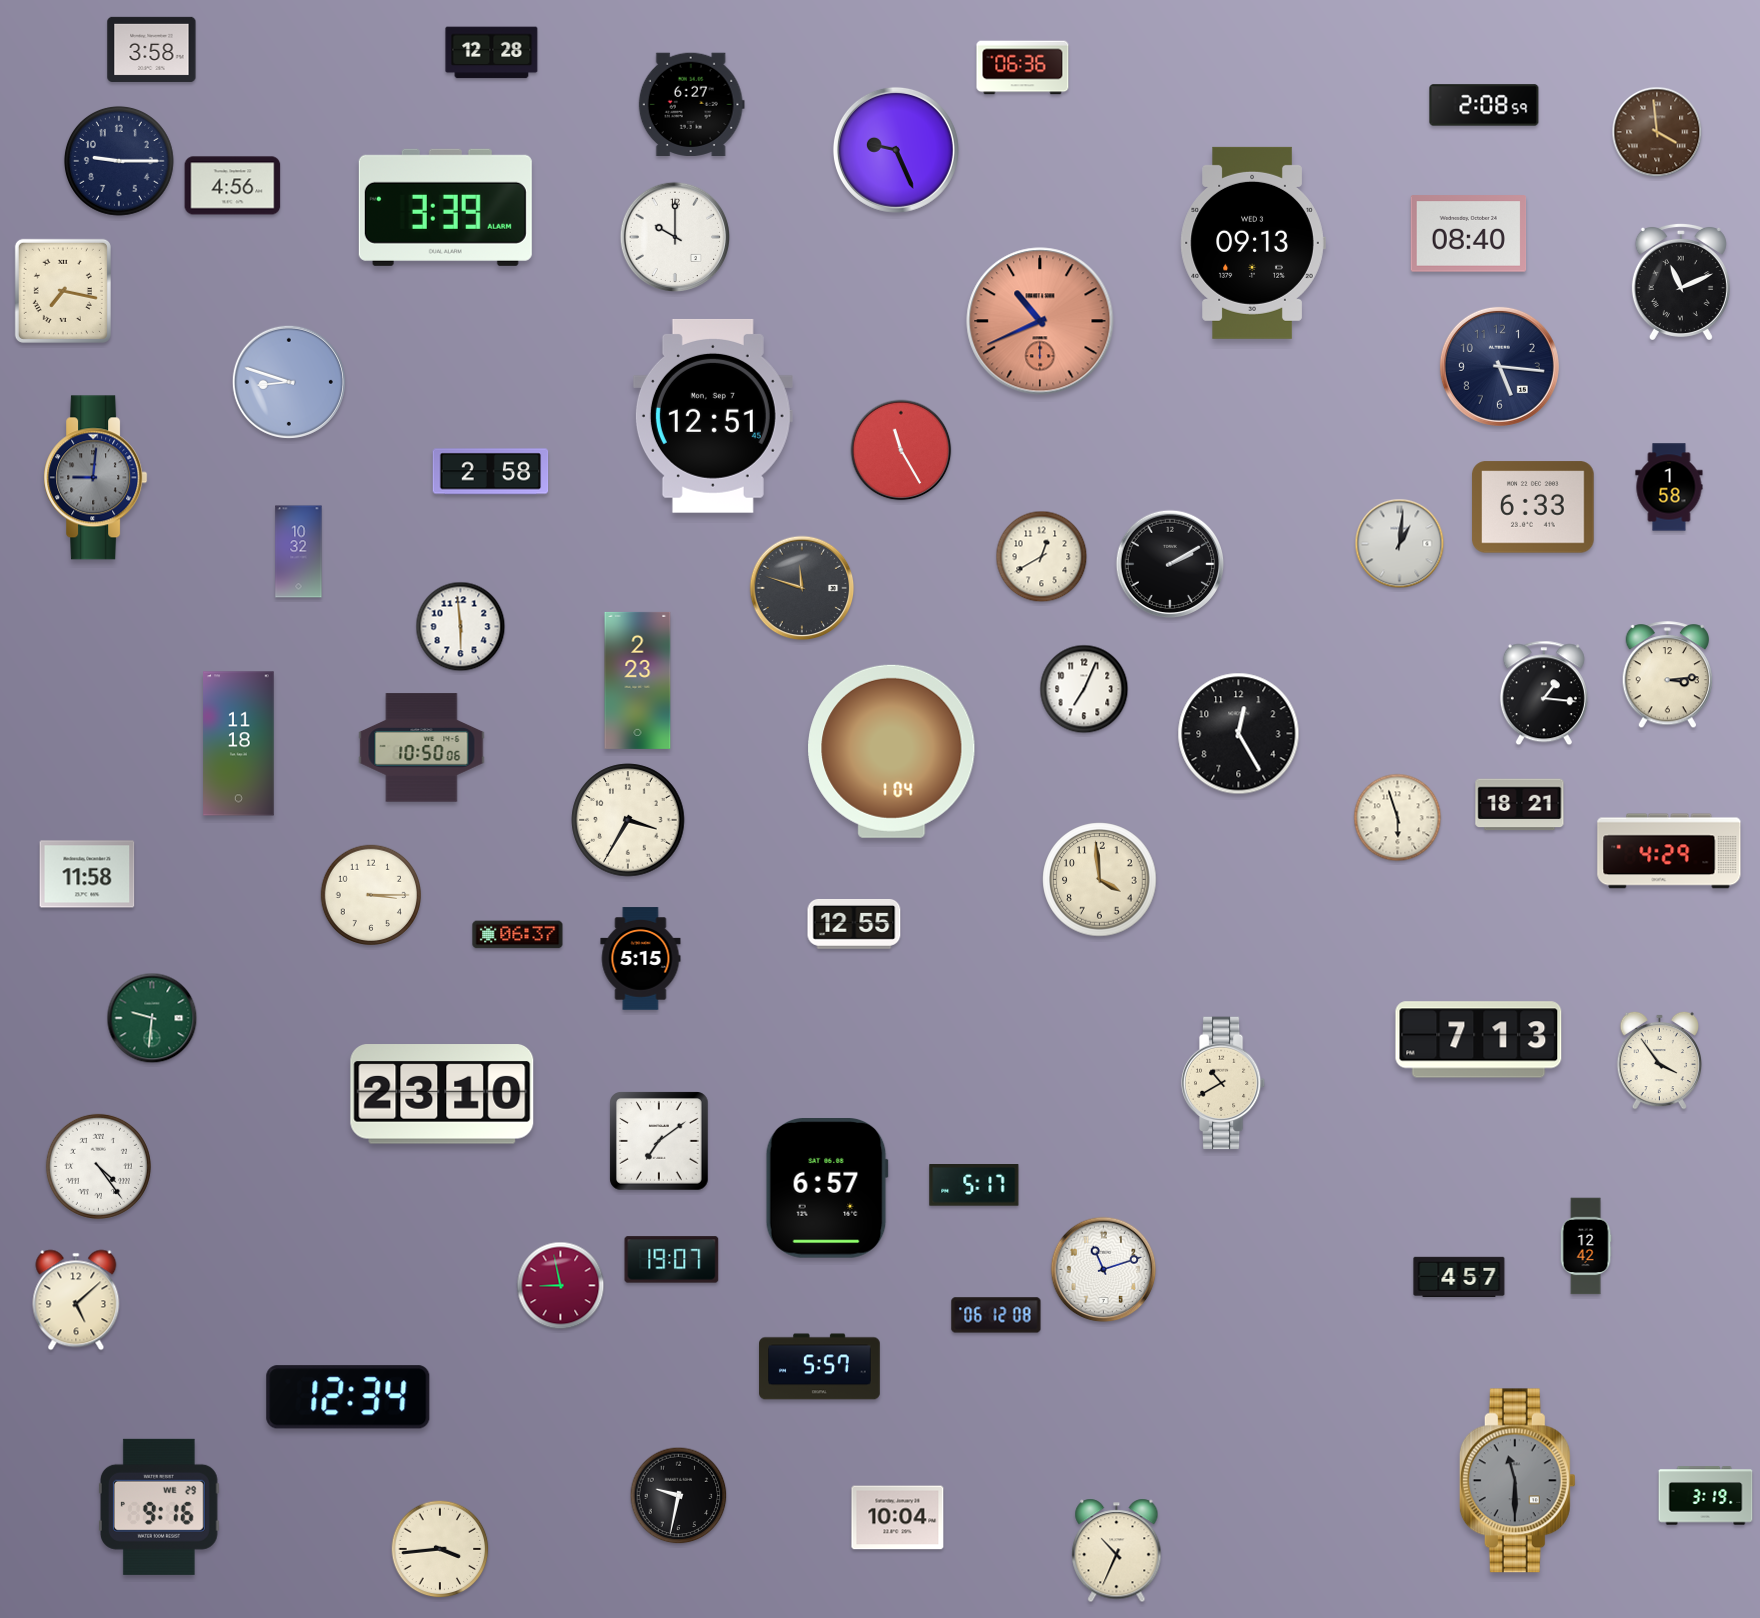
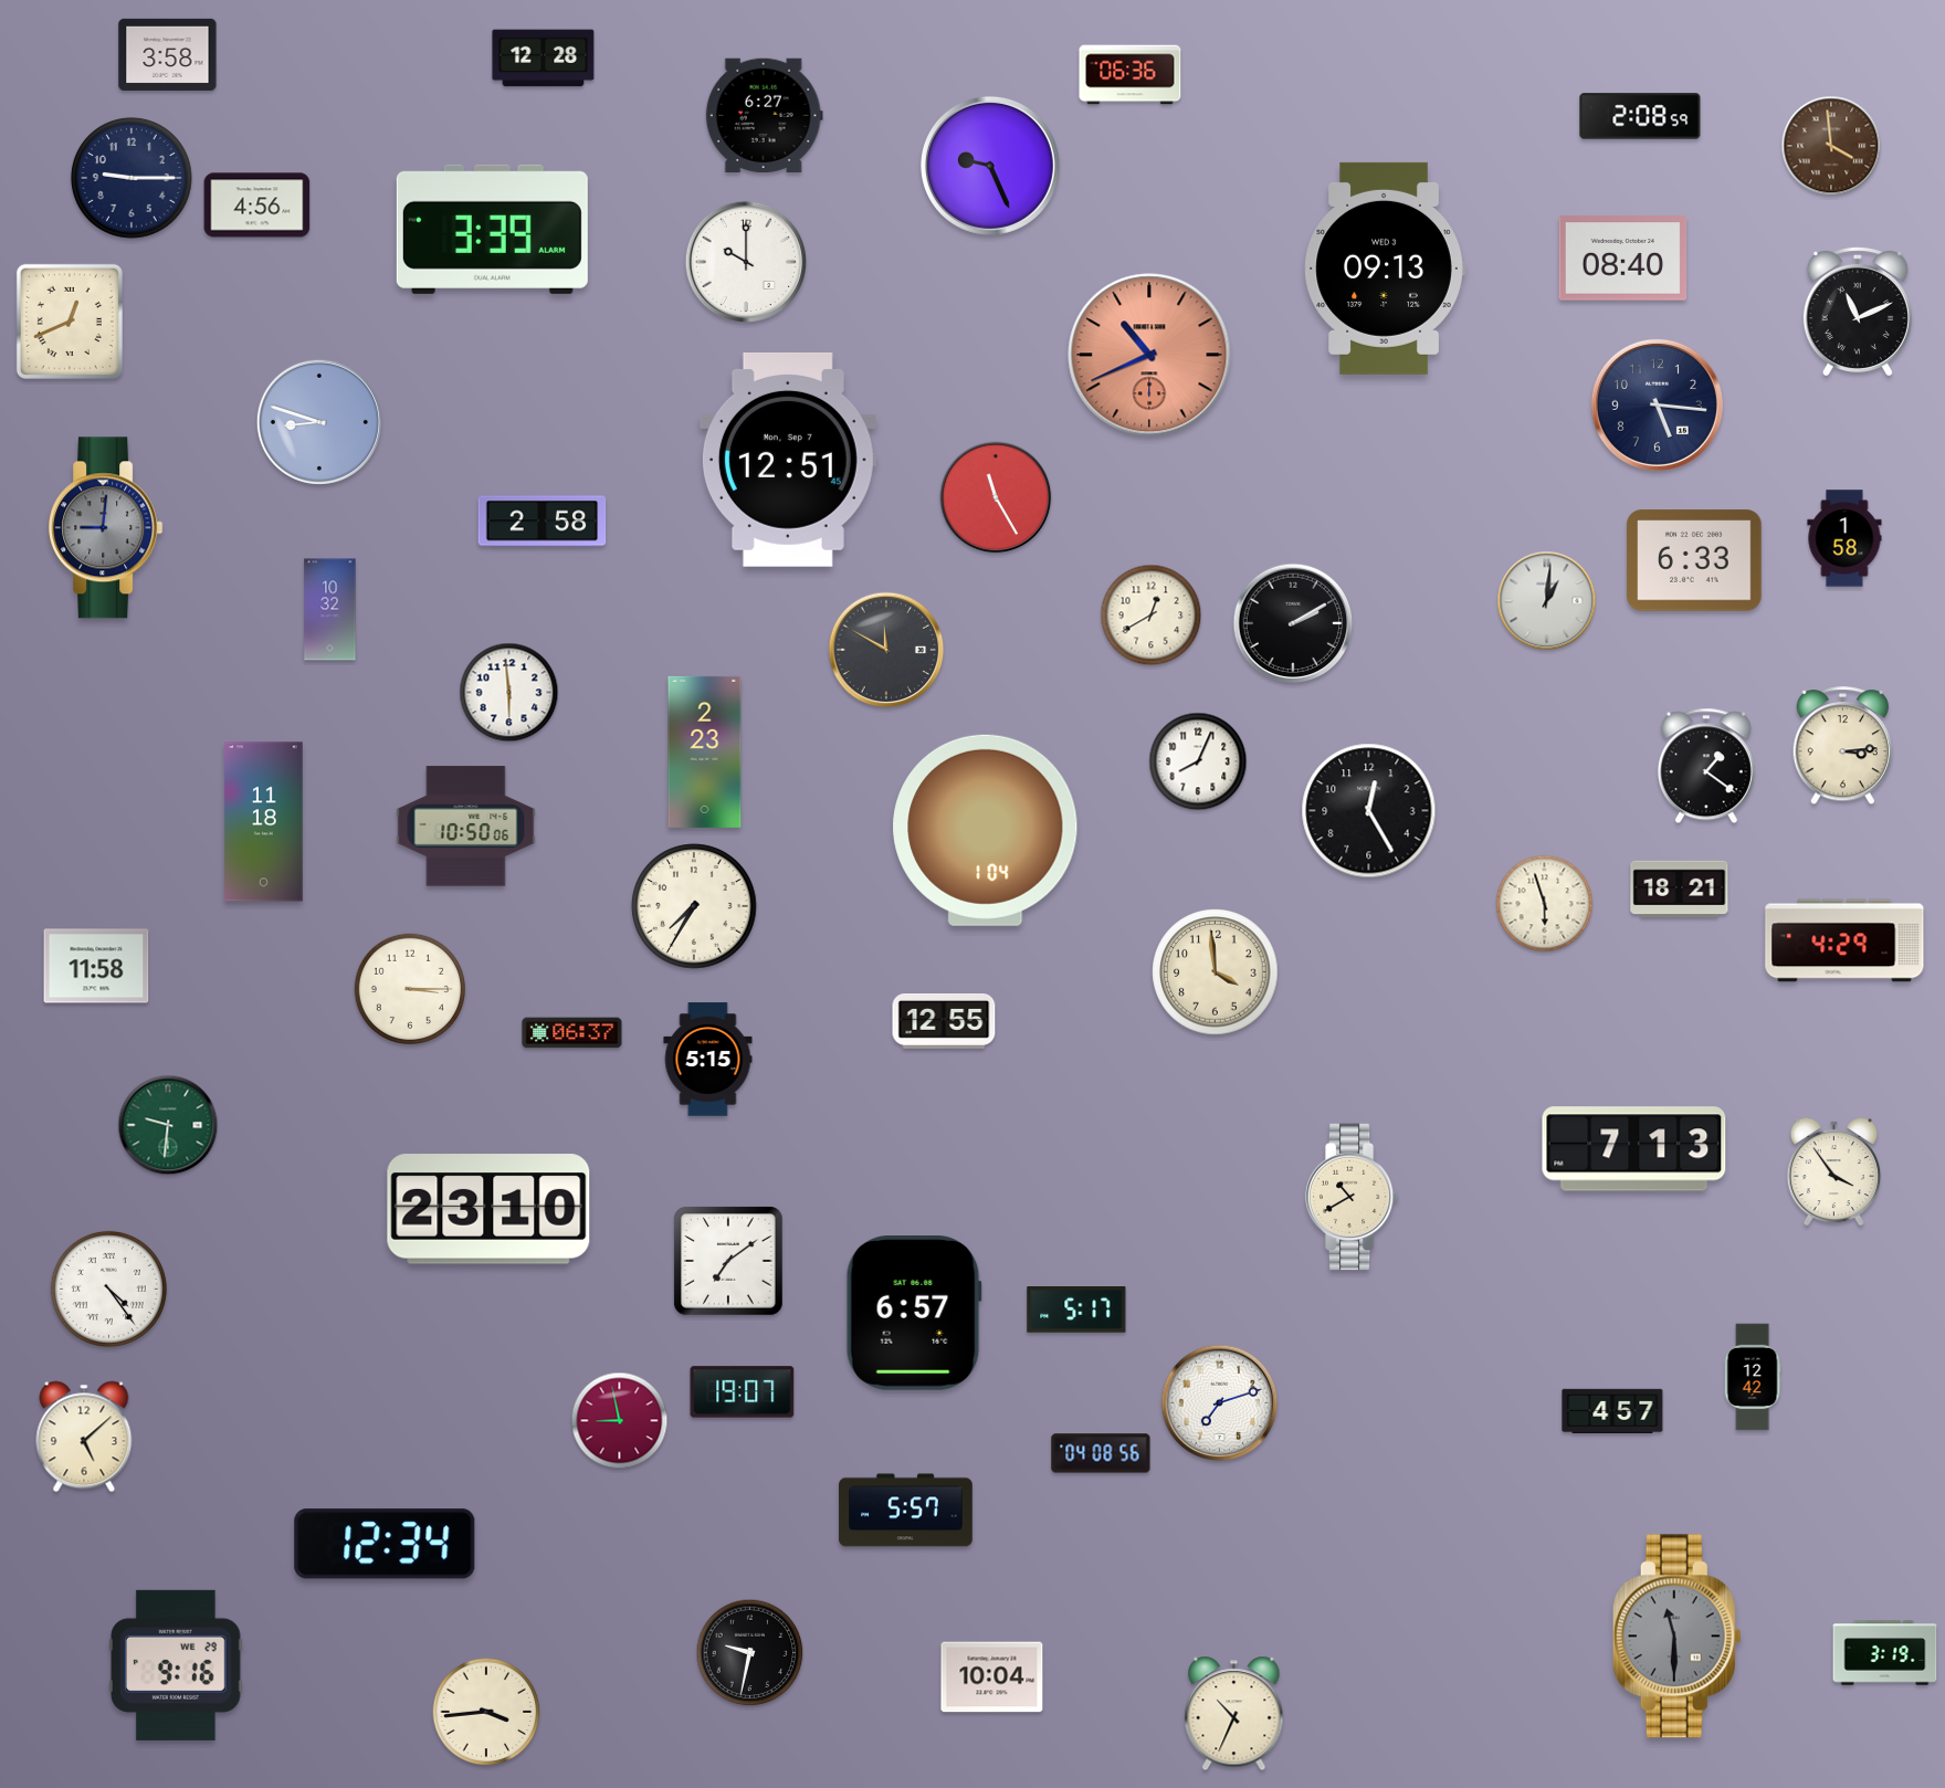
clock at (63, 291): 7:17 -> 12:41
clock at (802, 588): 11:48 -> 11:50
clock at (1084, 689): 7:04 -> 8:04
clock at (1544, 693): 1:16 -> 1:21
clock at (628, 820): 3:35 -> 7:35
clock at (1104, 1270): 11:12 -> 7:12
clock at (996, 1315): 06:12 -> 04:08
